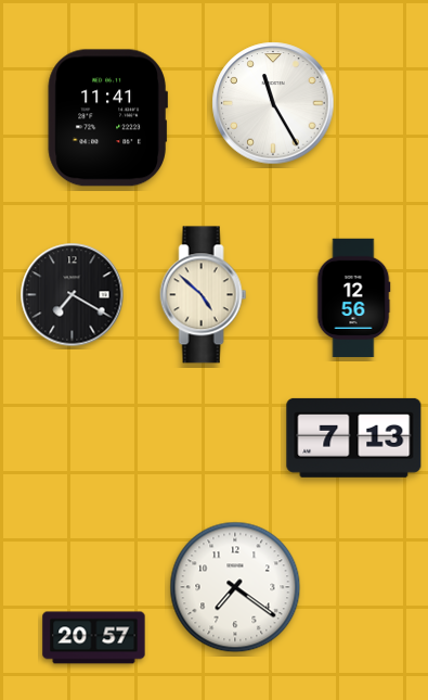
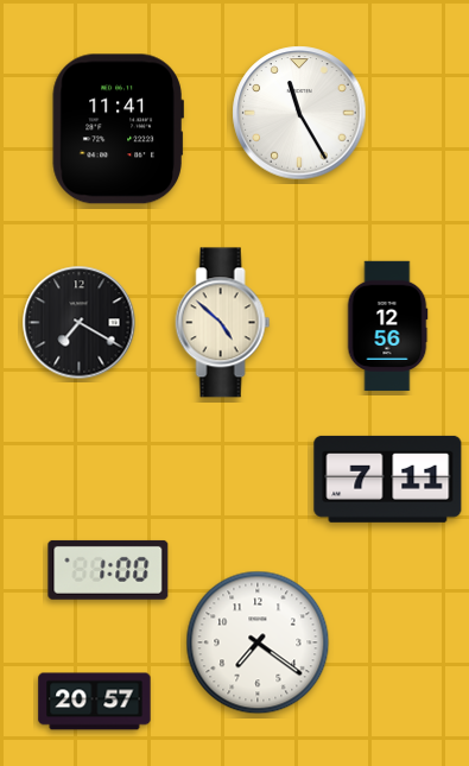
clock at (354, 437): 7:13 -> 7:11
clock at (108, 570): none -> 1:00
clock at (94, 638) position: (94, 638) -> (95, 702)
